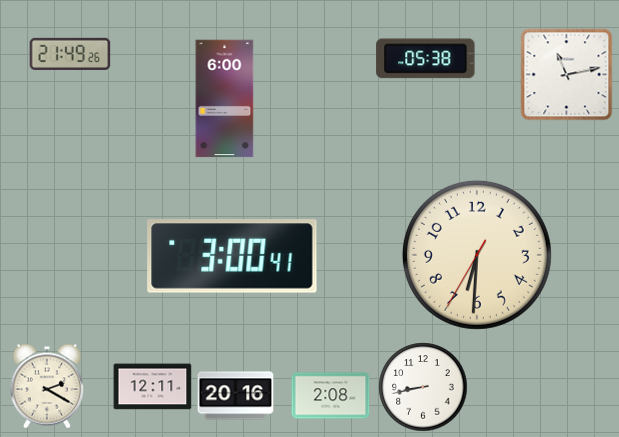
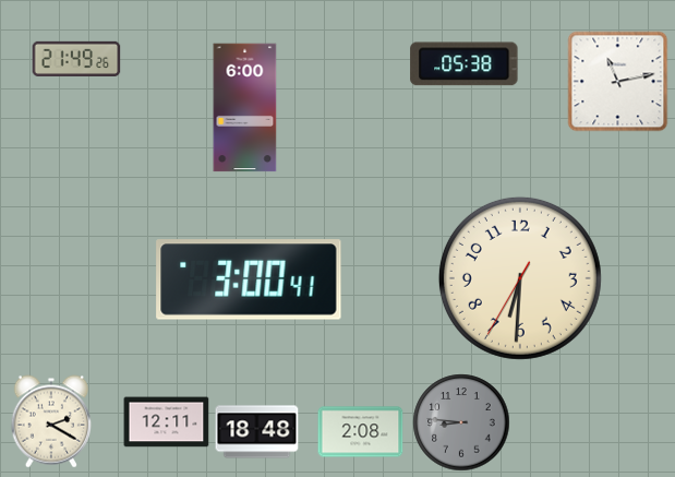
clock at (232, 256) position: (232, 256) -> (249, 279)
clock at (423, 387): 8:43 -> 8:46
clock at (423, 387) dial: white -> grey
clock at (236, 396): 20:16 -> 18:48
